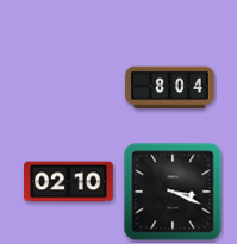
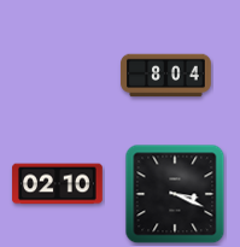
clock at (170, 88) position: (170, 88) -> (166, 76)
clock at (69, 182) position: (69, 182) -> (58, 184)
